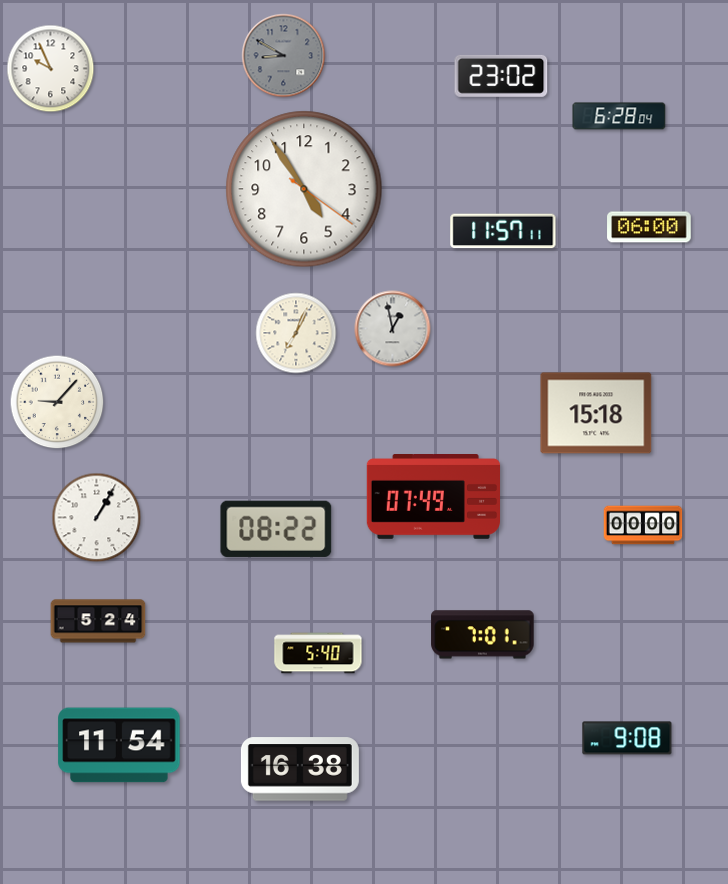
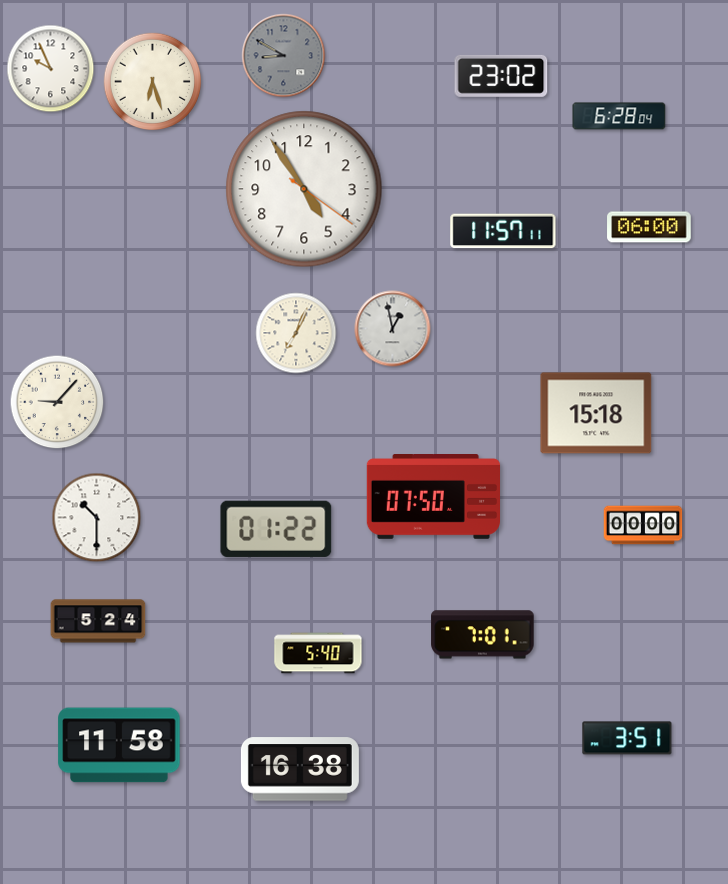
clock at (153, 82): none -> 6:27
clock at (434, 497): 07:49 -> 07:50
clock at (97, 518): 1:05 -> 10:30
clock at (276, 529): 08:22 -> 01:22
clock at (627, 738): 9:08 -> 3:51
clock at (119, 745): 11:54 -> 11:58
